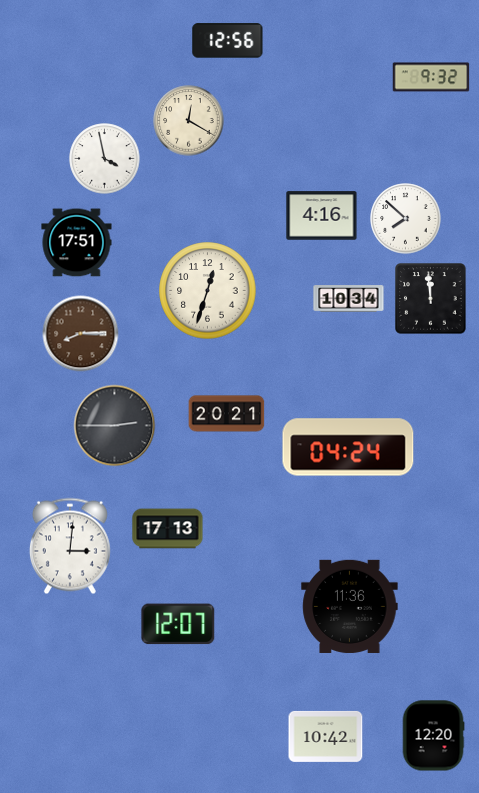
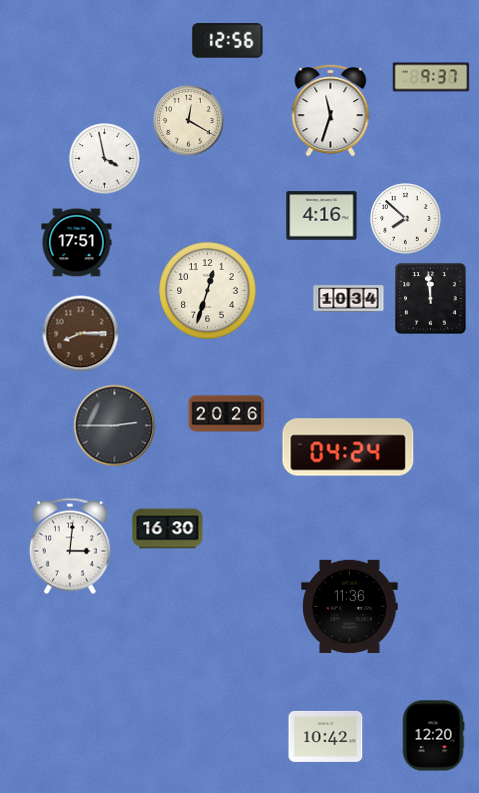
clock at (431, 77): 9:32 -> 9:37
clock at (331, 111): none -> 11:33
clock at (227, 414): 20:21 -> 20:26
clock at (168, 529): 17:13 -> 16:30
clock at (178, 624): 12:07 -> none
